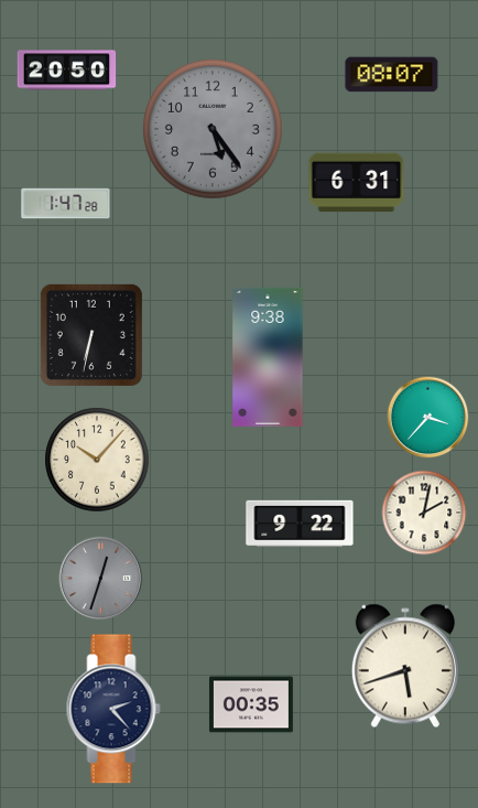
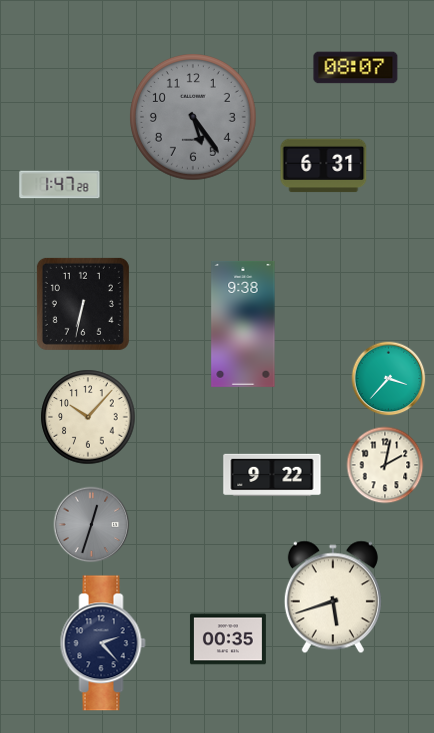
clock at (67, 71): 20:50 -> none
clock at (405, 666) position: (405, 666) -> (333, 597)
